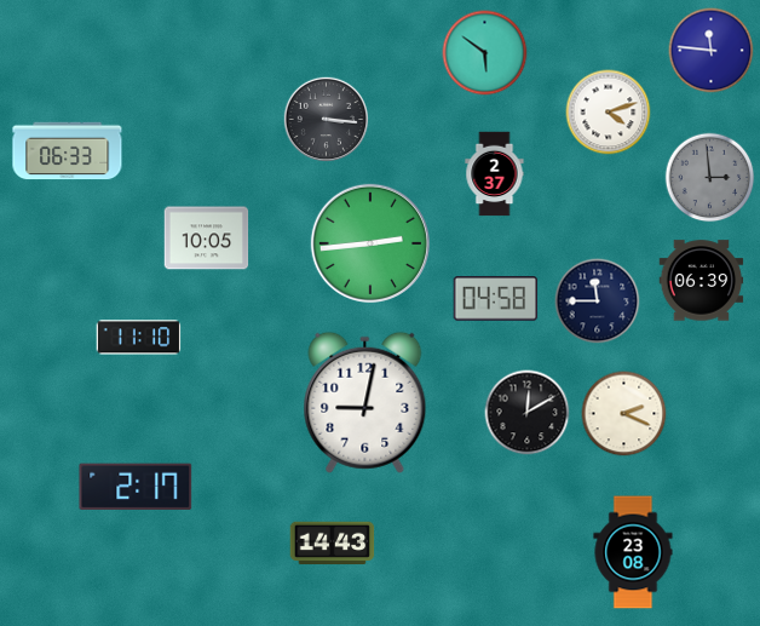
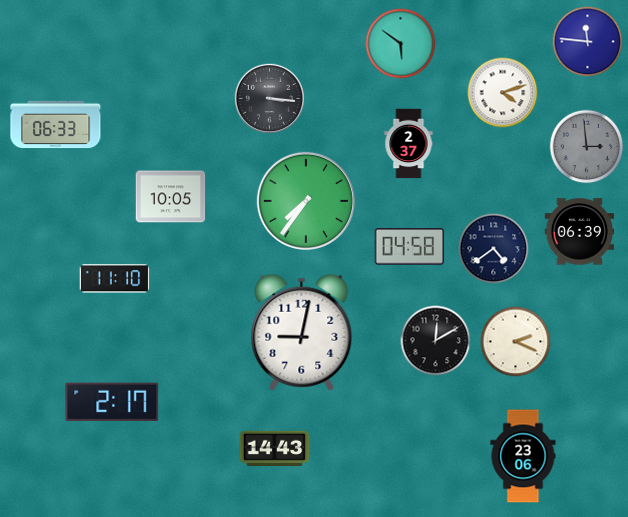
clock at (369, 242): 2:44 -> 7:36
clock at (598, 301): 11:45 -> 4:39
clock at (633, 552): 23:08 -> 23:06
